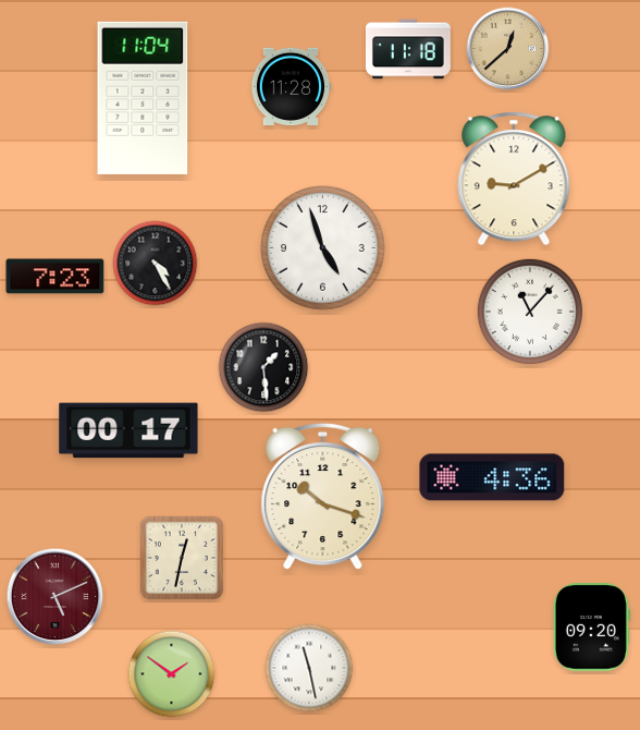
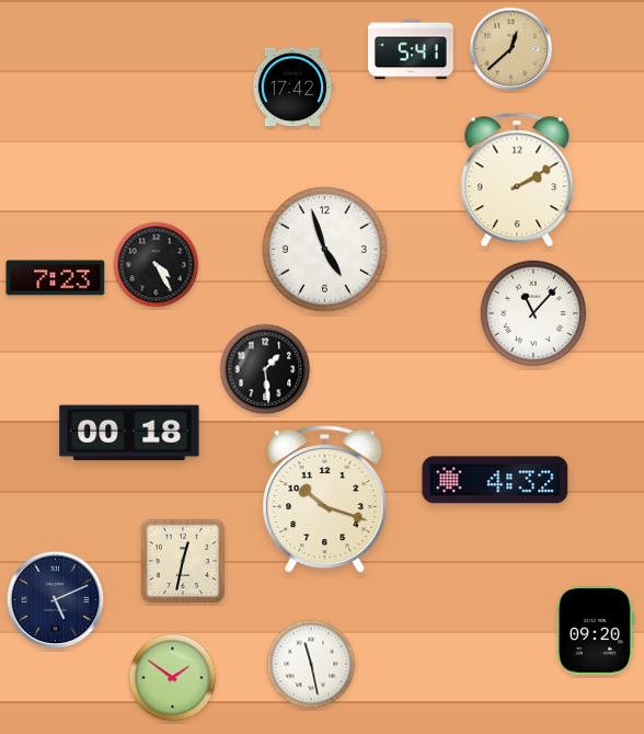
clock at (408, 49): 11:18 -> 5:41
clock at (291, 86): 11:28 -> 17:42
clock at (143, 98): 11:04 -> none
clock at (514, 179): 9:10 -> 2:10
clock at (128, 430): 00:17 -> 00:18
clock at (492, 477): 4:36 -> 4:32
clock at (56, 597) dial: burgundy -> navy
clock at (309, 668) position: (309, 668) -> (311, 664)
